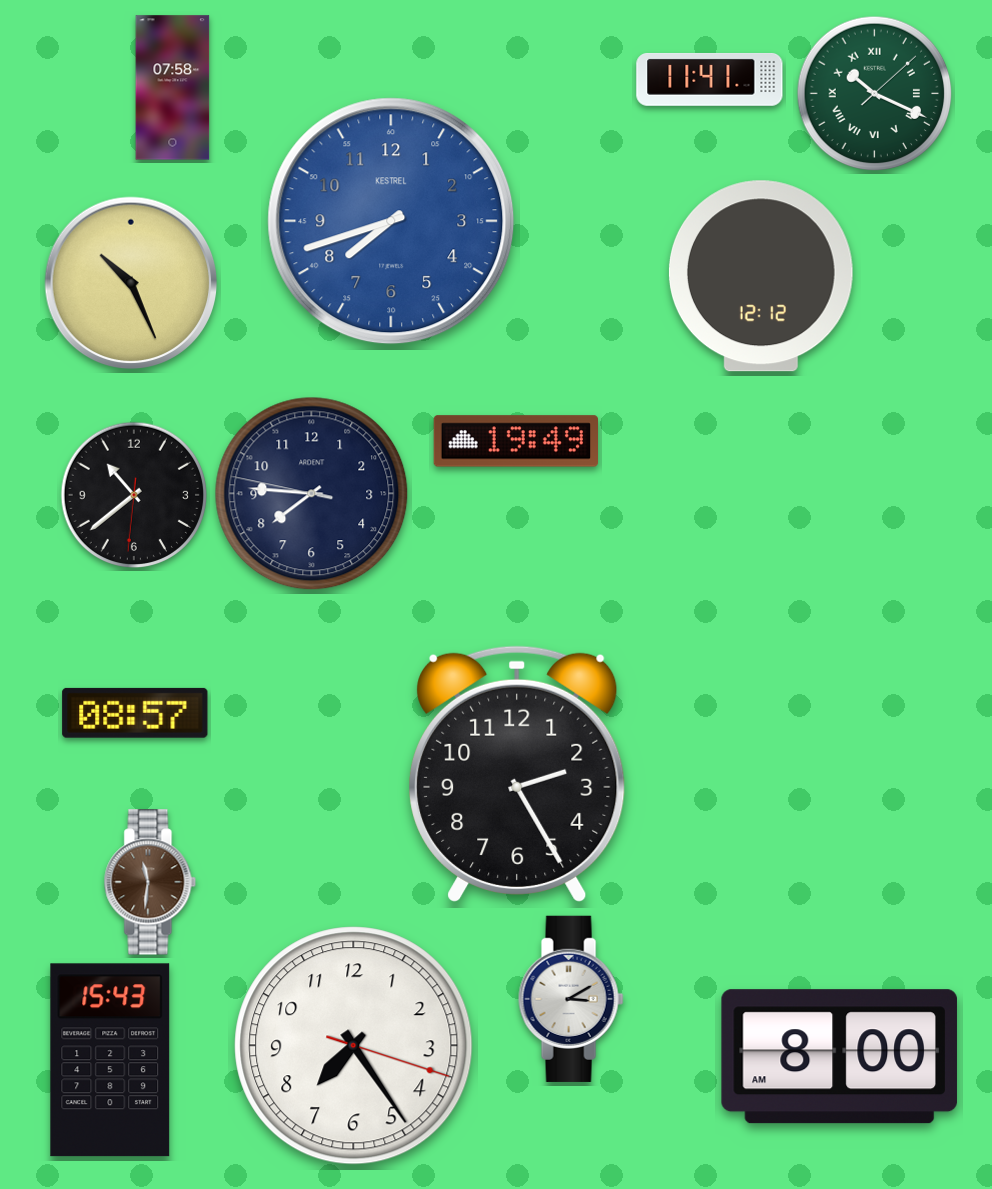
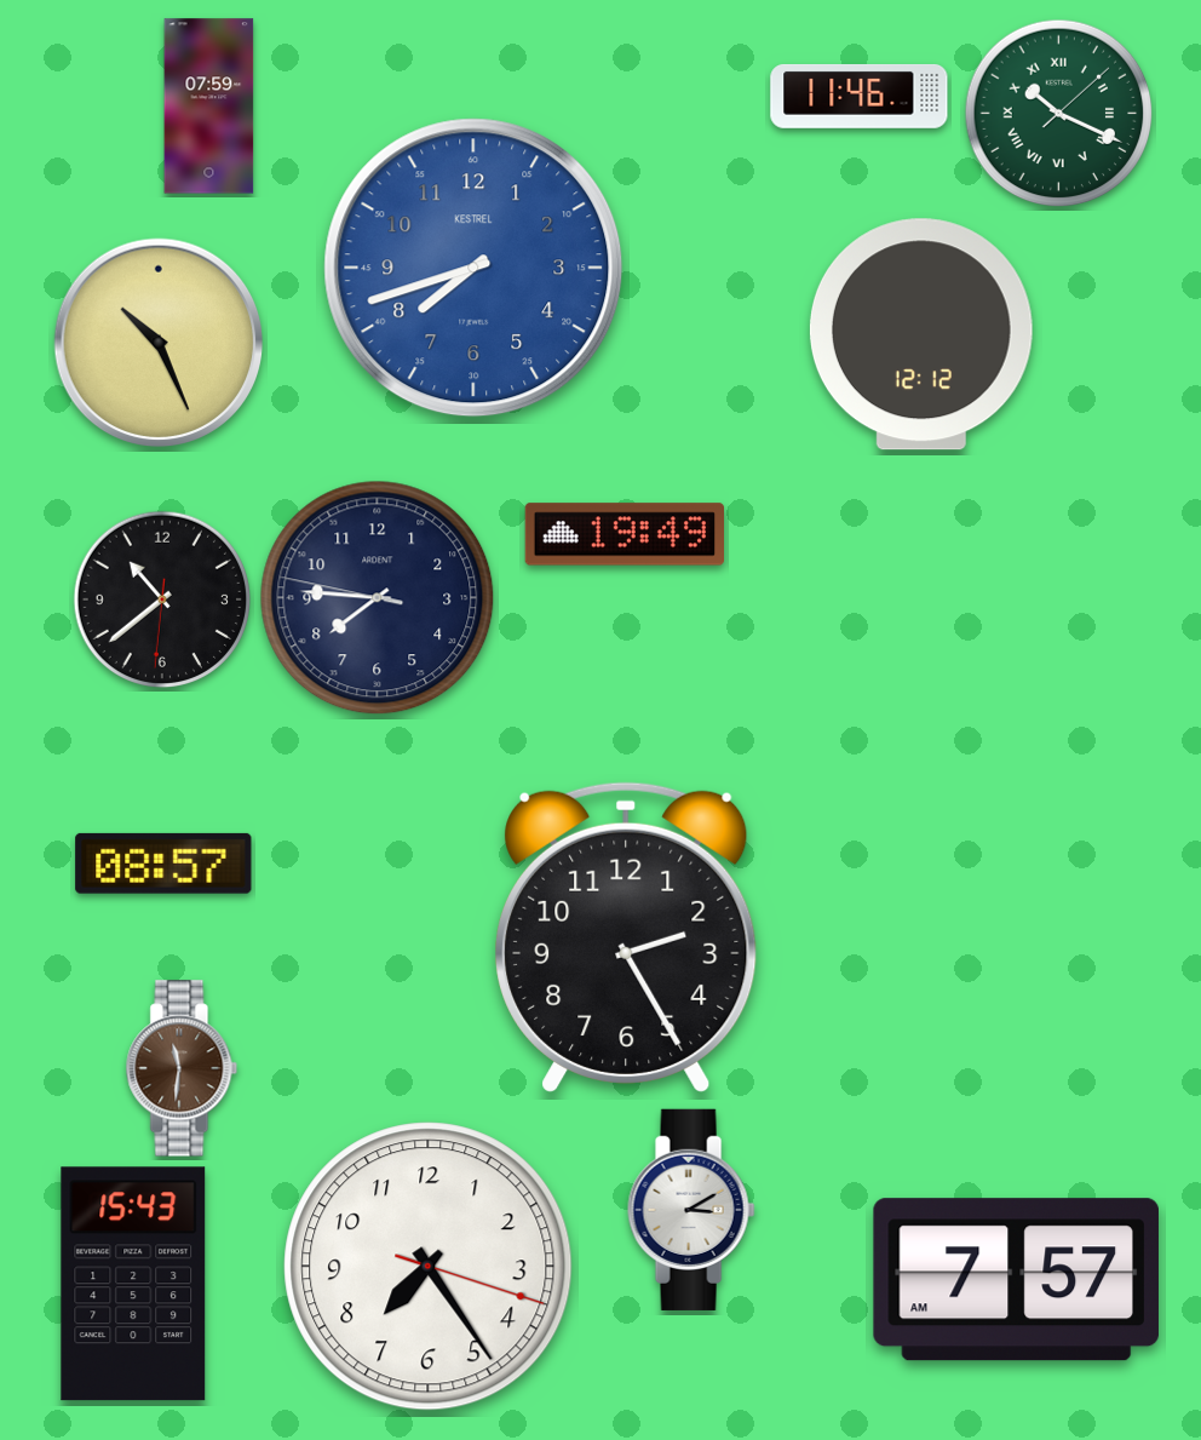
clock at (710, 79): 11:41 -> 11:46
clock at (173, 88): 07:58 -> 07:59
clock at (839, 1057): 8:00 -> 7:57
